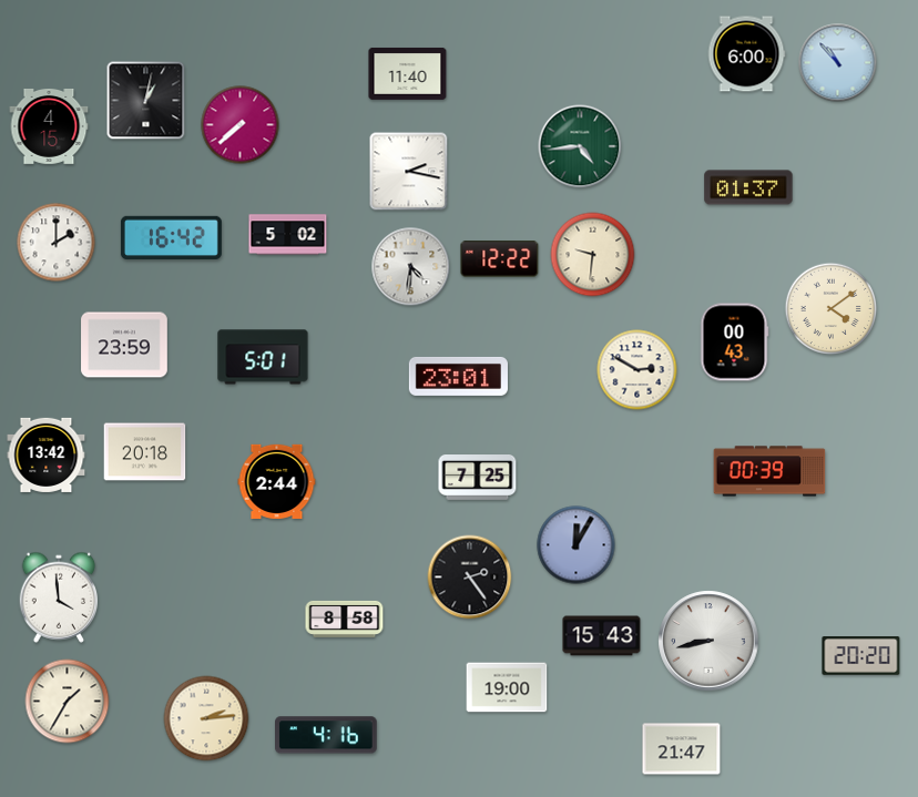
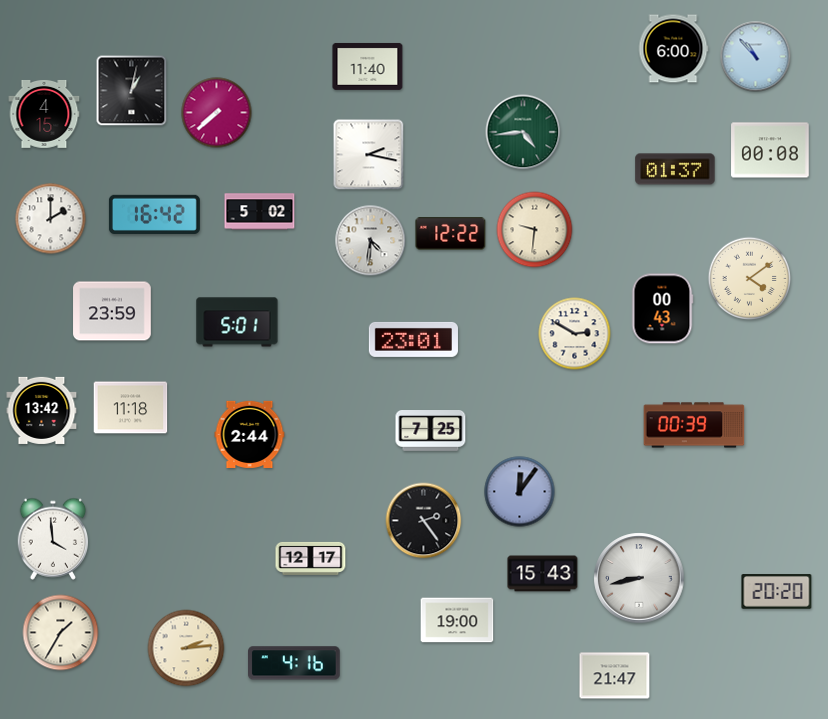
clock at (770, 150): none -> 00:08
clock at (145, 452): 20:18 -> 11:18
clock at (577, 545): 12:05 -> 12:06
clock at (345, 619): 8:58 -> 12:17
